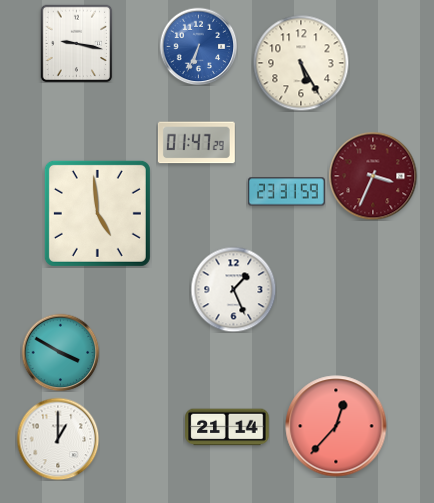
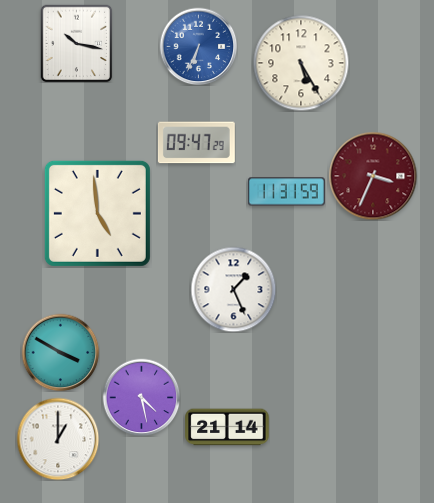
clock at (77, 43): 9:17 -> 10:17
clock at (196, 143): 01:47 -> 09:47
clock at (286, 192): 23:31 -> 11:31
clock at (141, 397): none -> 4:28
clock at (336, 426): 12:37 -> none
